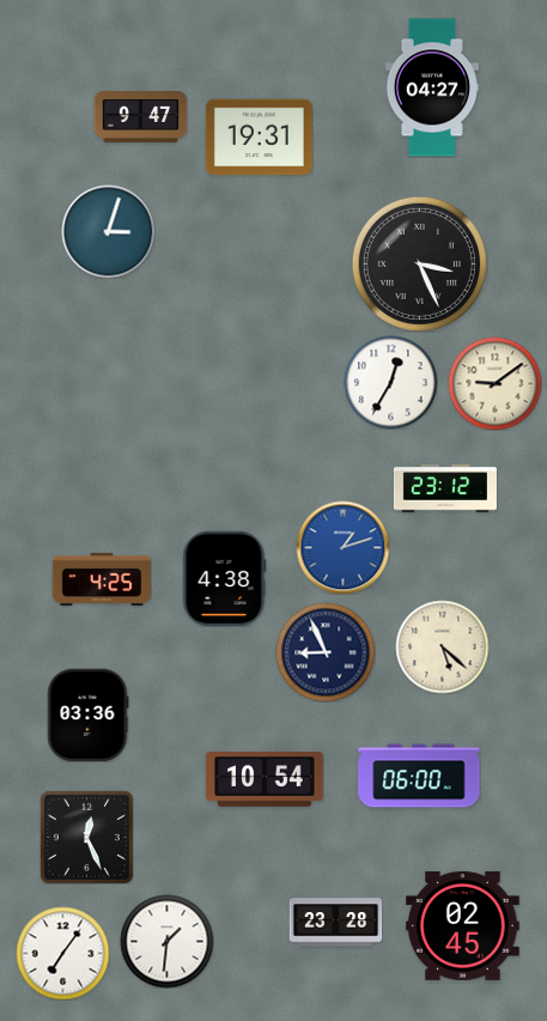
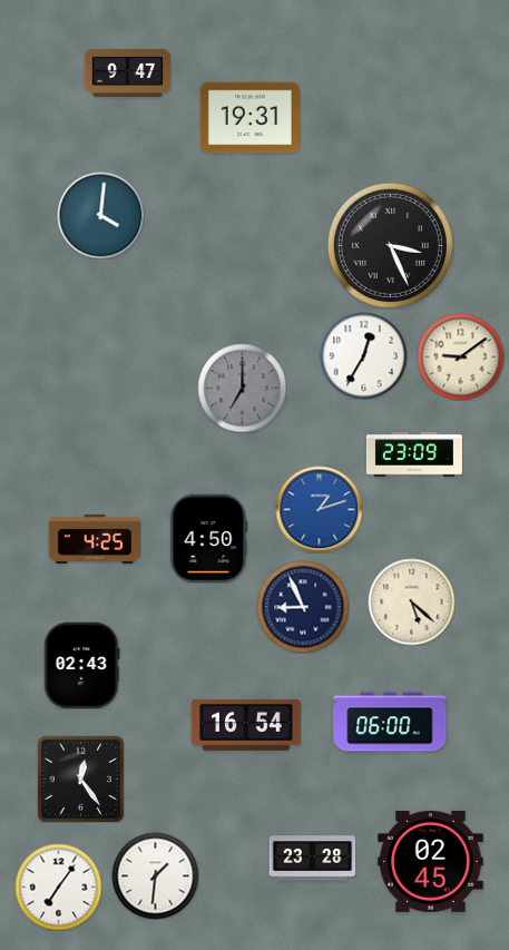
clock at (431, 87): 04:27 -> none
clock at (140, 117) position: (140, 117) -> (127, 74)
clock at (259, 138) position: (259, 138) -> (249, 118)
clock at (108, 231): 3:03 -> 4:01
clock at (242, 388): none -> 7:00
clock at (445, 488): 23:12 -> 23:09
clock at (225, 578): 4:38 -> 4:50
clock at (89, 715): 03:36 -> 02:43
clock at (265, 779): 10:54 -> 16:54
clock at (86, 837): 12:26 -> 12:24
